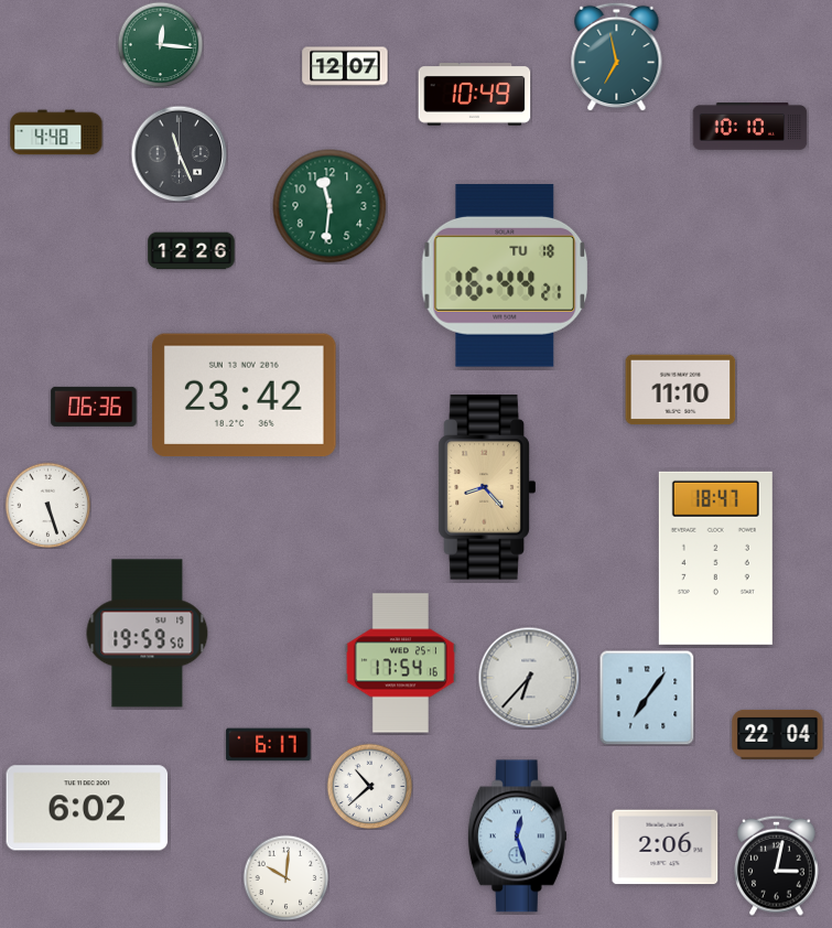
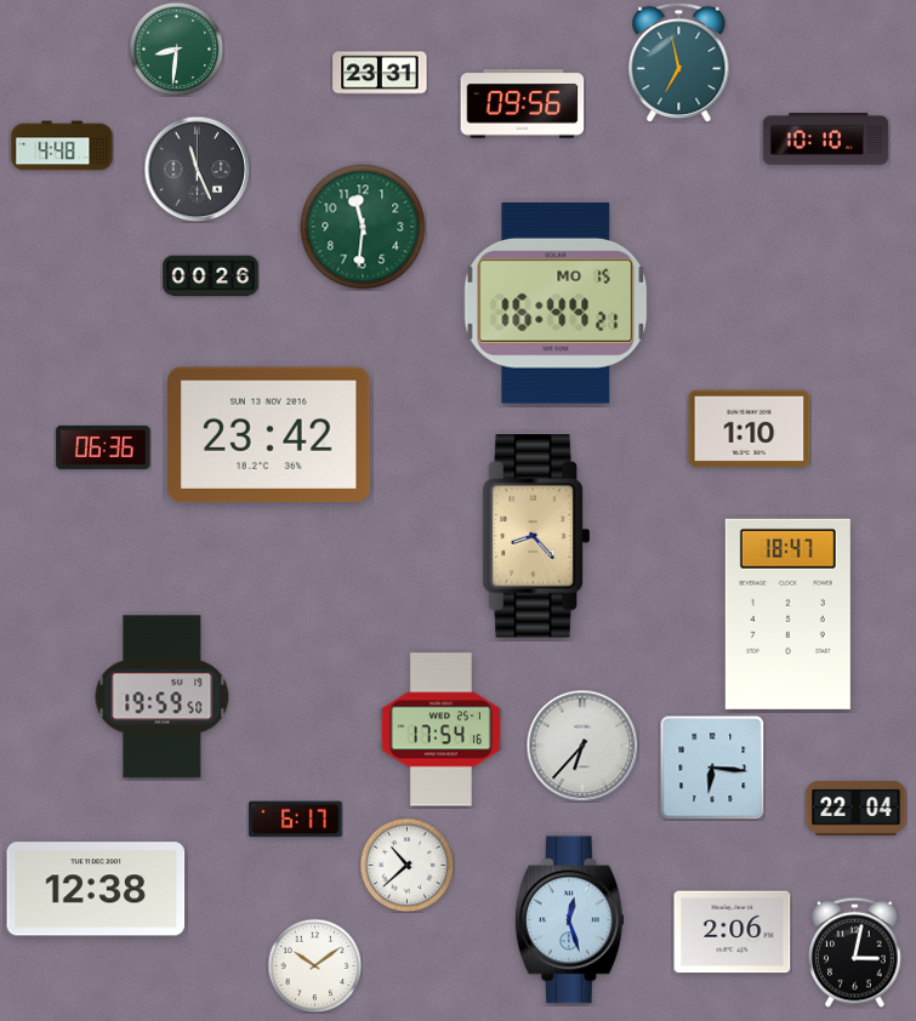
clock at (160, 44): 12:16 -> 8:31
clock at (345, 66): 12:07 -> 23:31
clock at (475, 95): 10:49 -> 09:56
clock at (192, 251): 12:26 -> 00:26
clock at (505, 276) date: TU 18 -> MO 15
clock at (681, 390): 11:10 -> 1:10
clock at (47, 505): 5:27 -> none
clock at (647, 698): 7:06 -> 6:16
clock at (87, 808): 6:02 -> 12:38
clock at (285, 877): 10:01 -> 10:09
